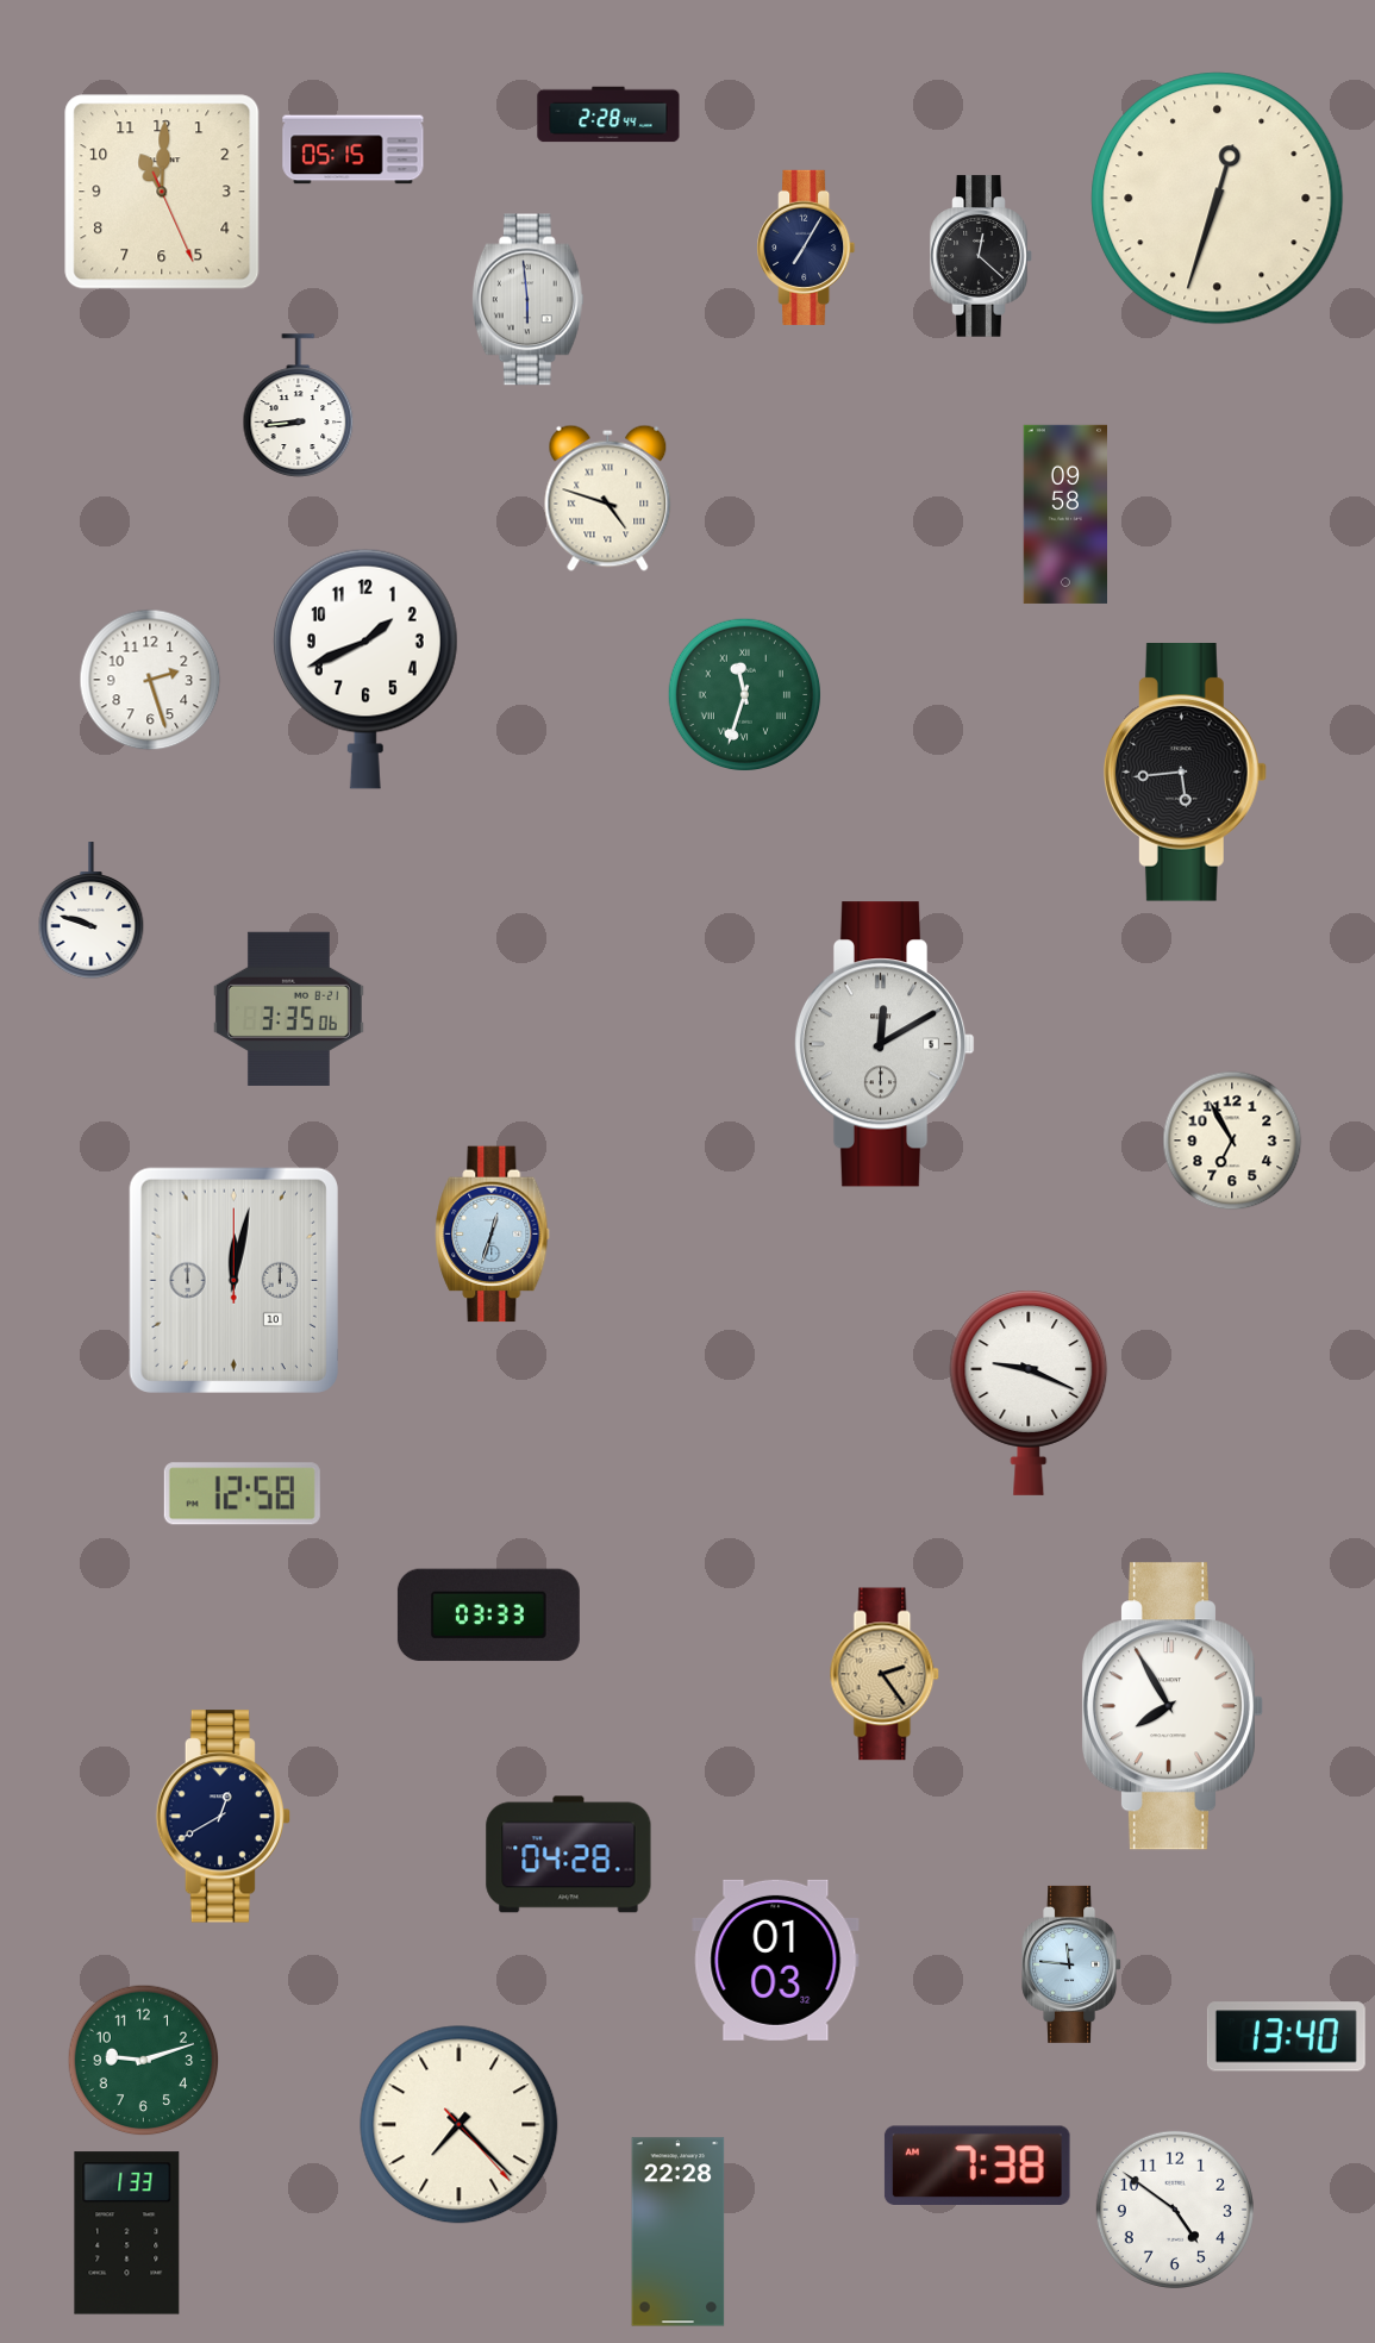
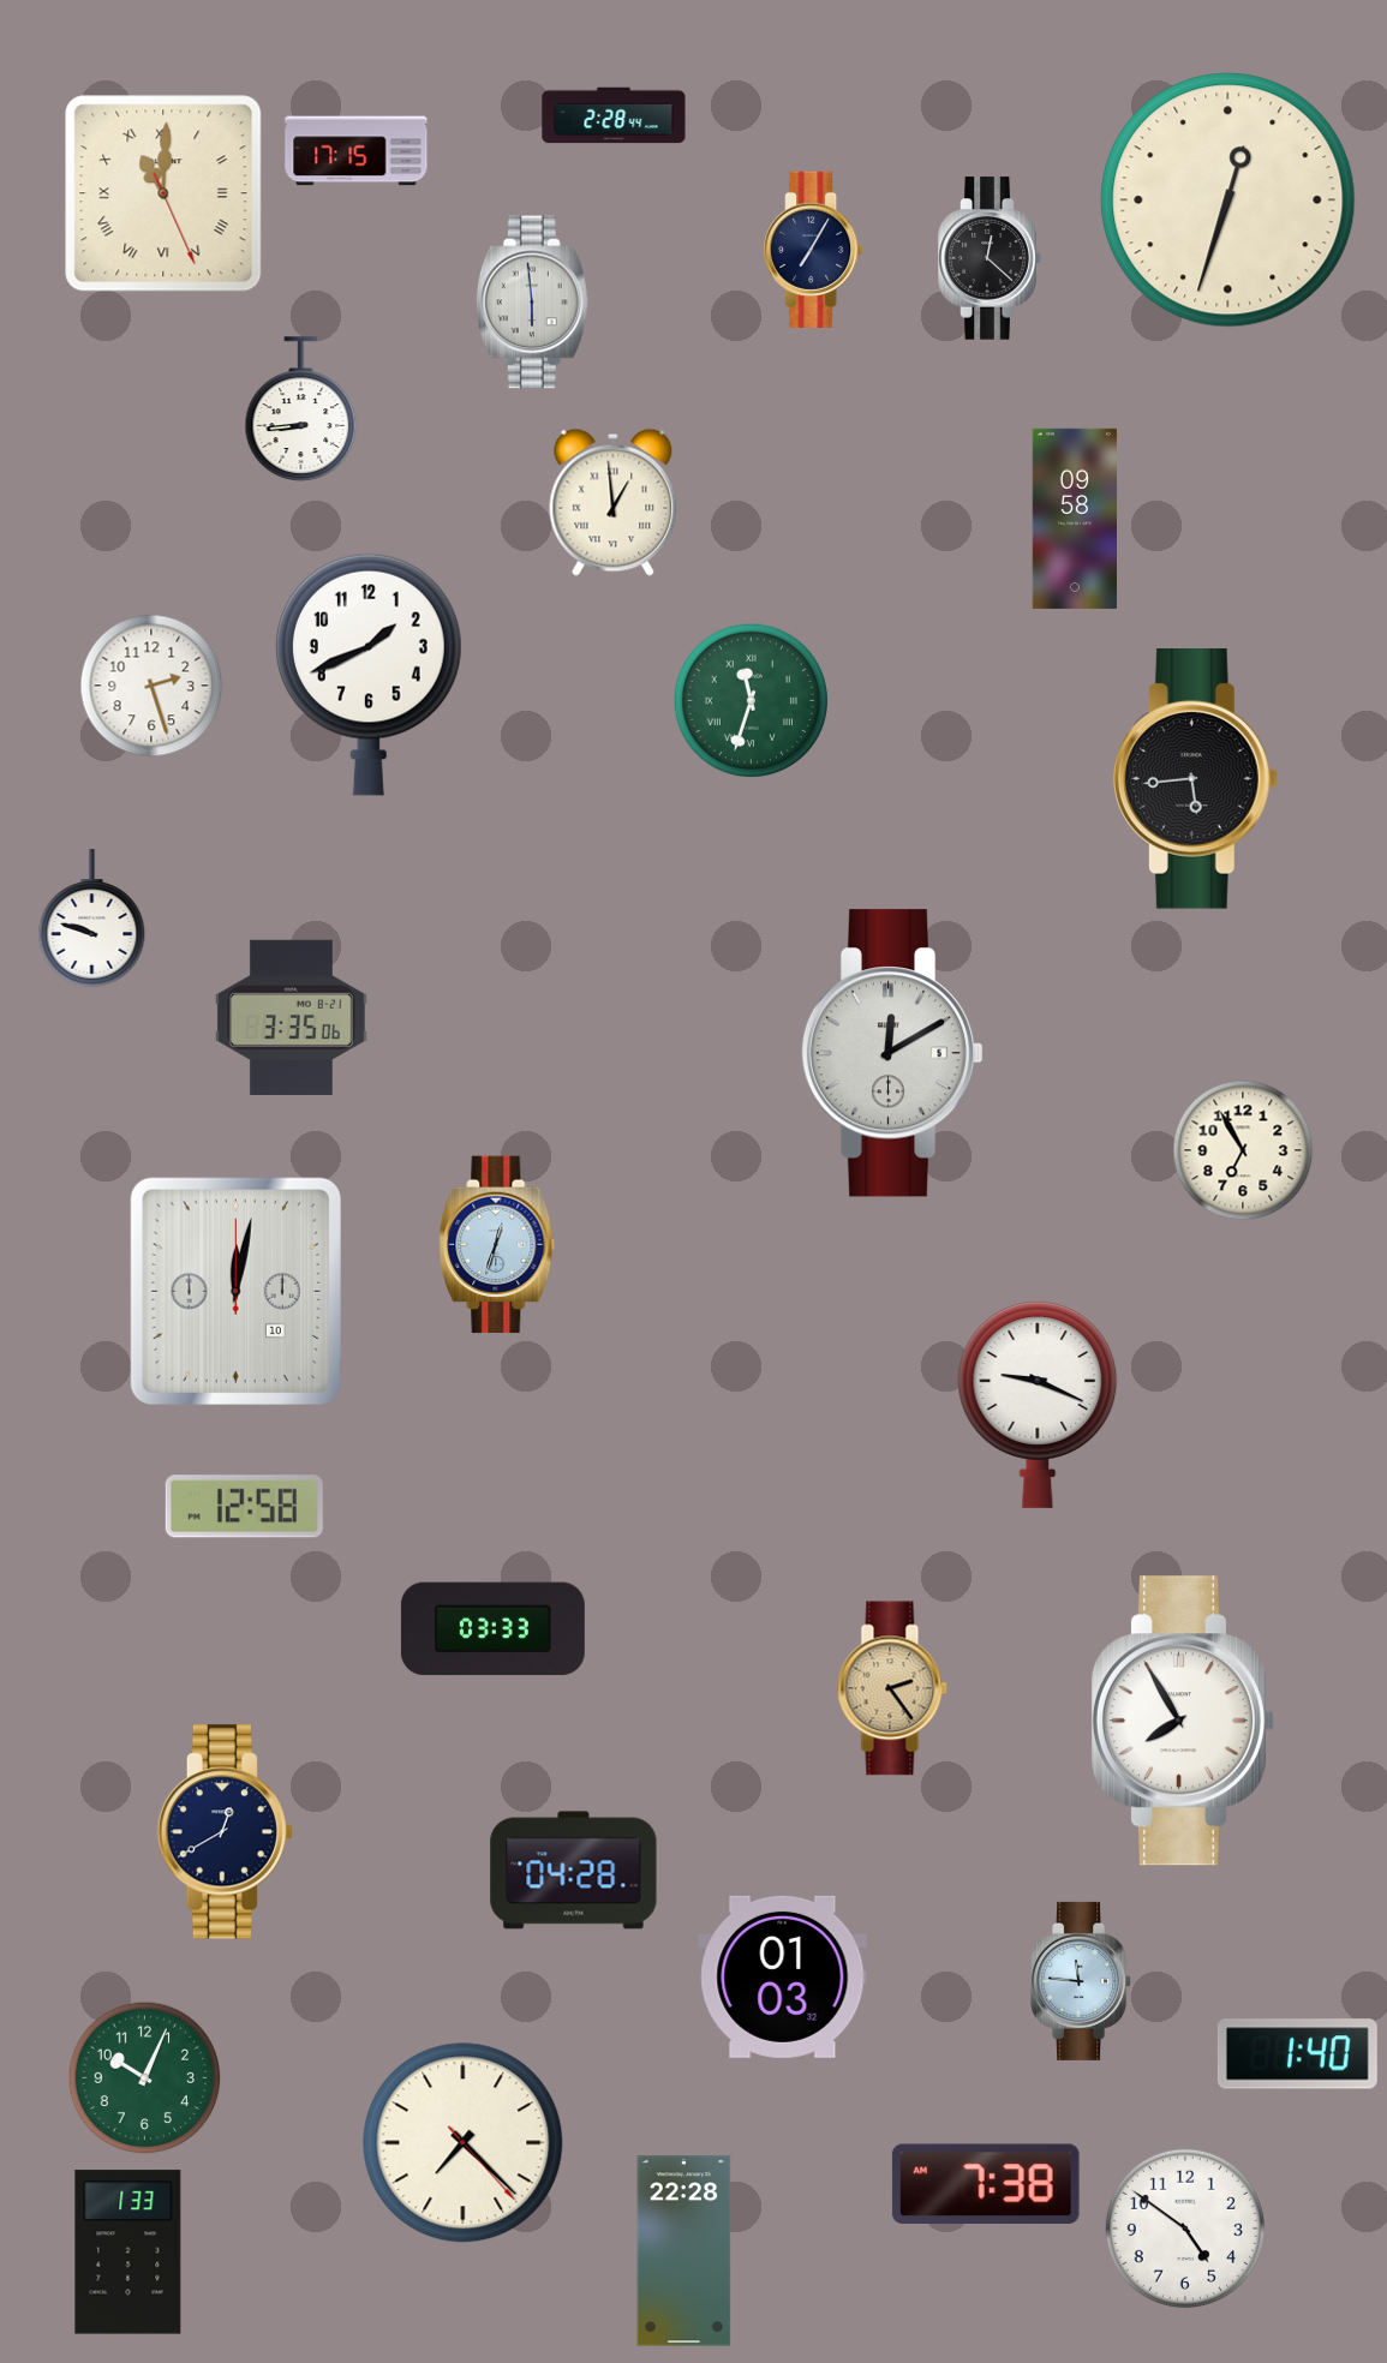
clock at (354, 150): 05:15 -> 17:15
clock at (162, 192) numerals: Arabic -> Roman
clock at (608, 498): 4:48 -> 12:59
clock at (1286, 2037): 13:40 -> 1:40
clock at (144, 2061): 9:12 -> 10:04
